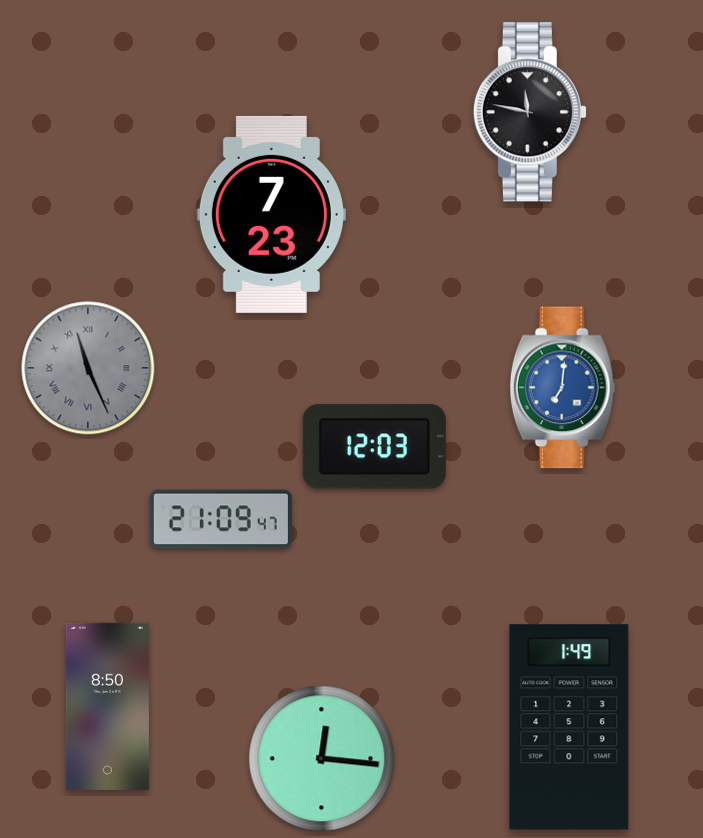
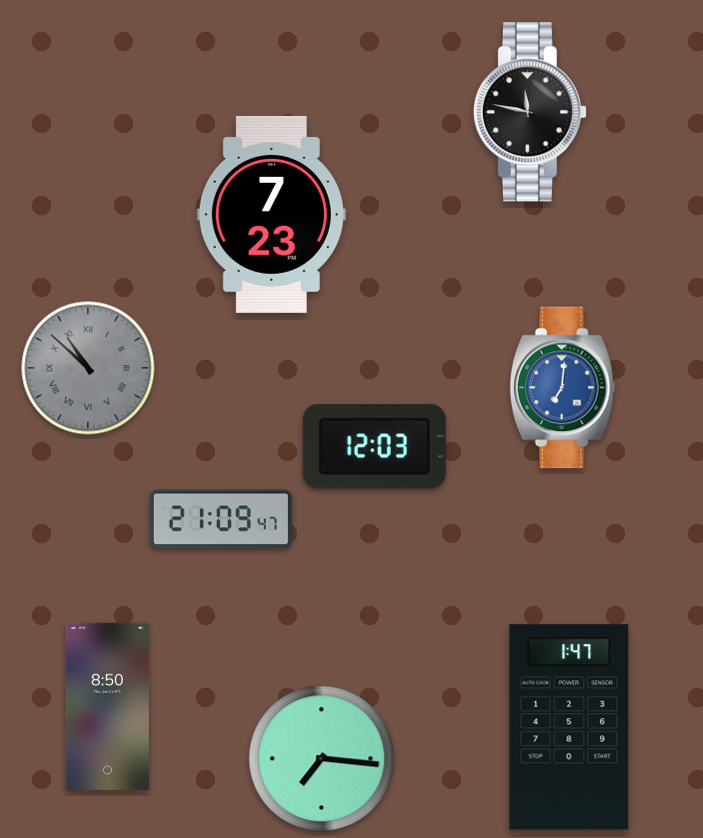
clock at (88, 368): 11:26 -> 10:52
clock at (569, 727): 1:49 -> 1:47
clock at (322, 759): 12:16 -> 7:16
